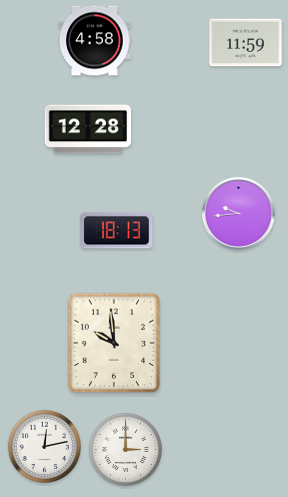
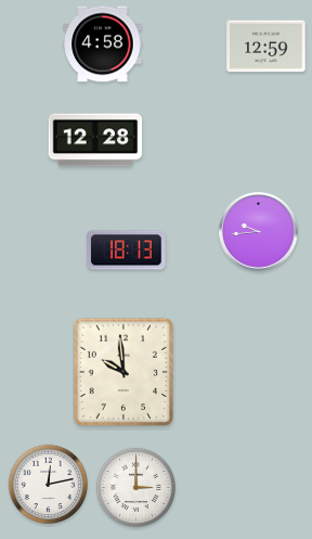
clock at (246, 43): 11:59 -> 12:59
